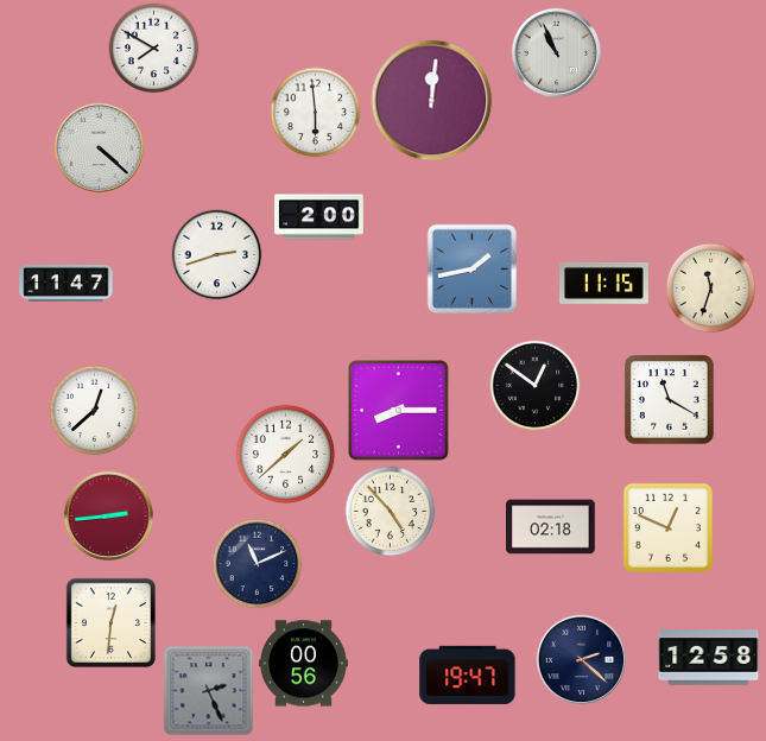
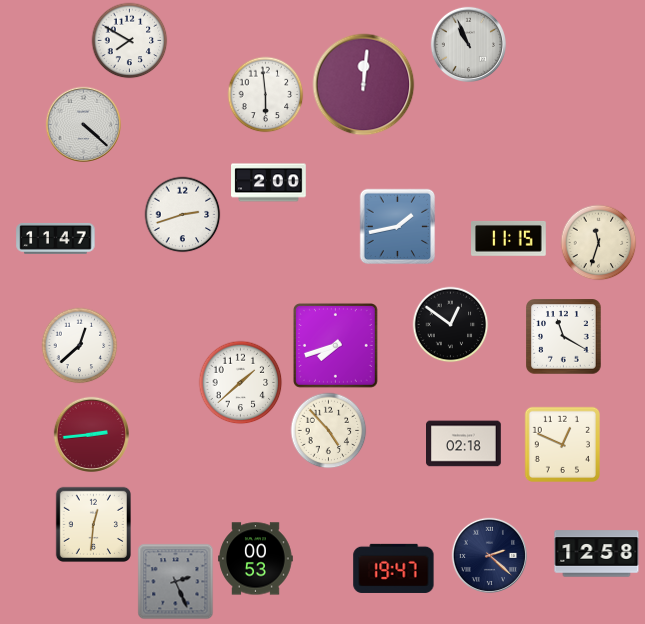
clock at (398, 410): 8:15 -> 7:42
clock at (258, 564): 11:11 -> none
clock at (304, 664): 00:56 -> 00:53
